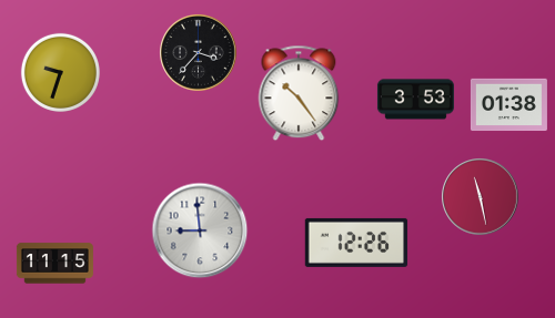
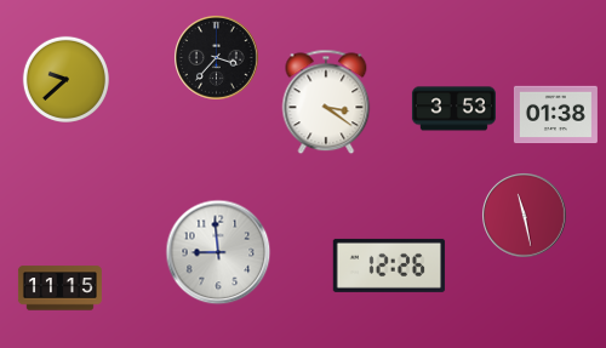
clock at (60, 72): 9:33 -> 9:38
clock at (299, 93): 10:24 -> 3:21
